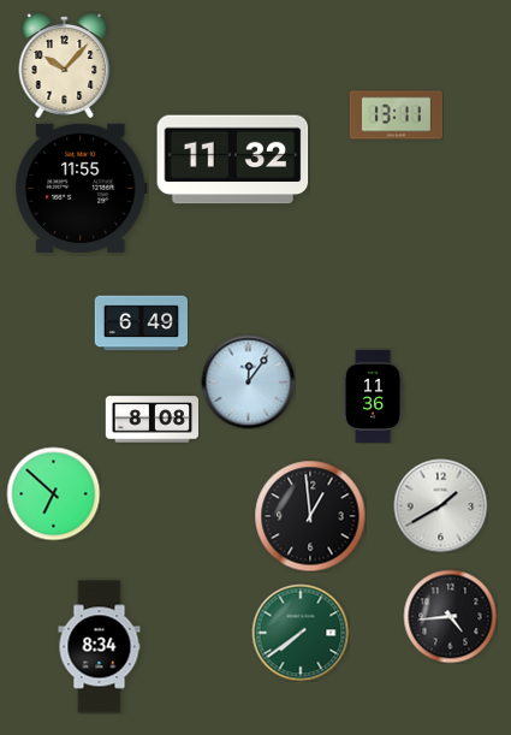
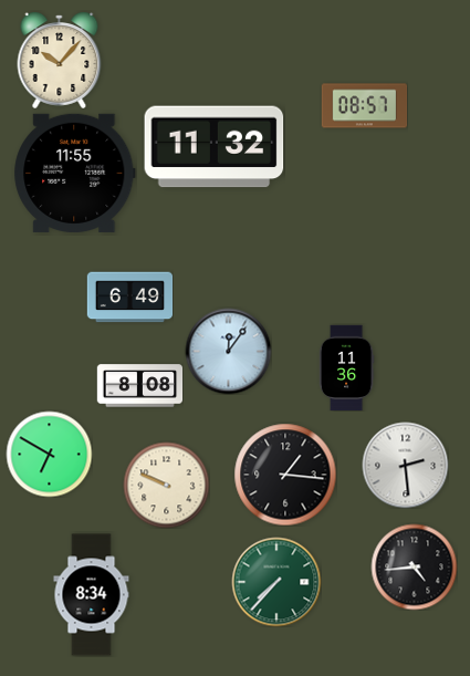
clock at (396, 115): 13:11 -> 08:57
clock at (373, 396) position: (373, 396) -> (346, 367)
clock at (53, 493): 6:52 -> 6:50
clock at (440, 505): 1:40 -> 2:29
clock at (310, 516): 12:59 -> 1:16
clock at (166, 485): none -> 9:49
clock at (301, 633): 7:39 -> 7:37
